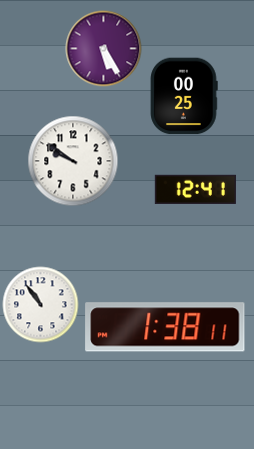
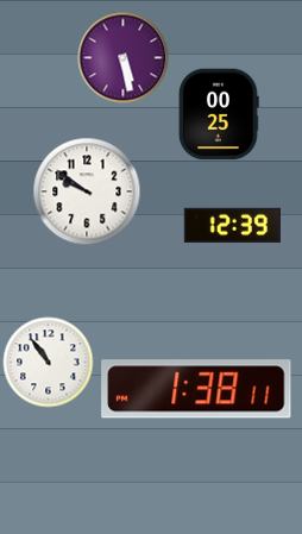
clock at (104, 49): 5:25 -> 5:28
clock at (195, 189): 12:41 -> 12:39
